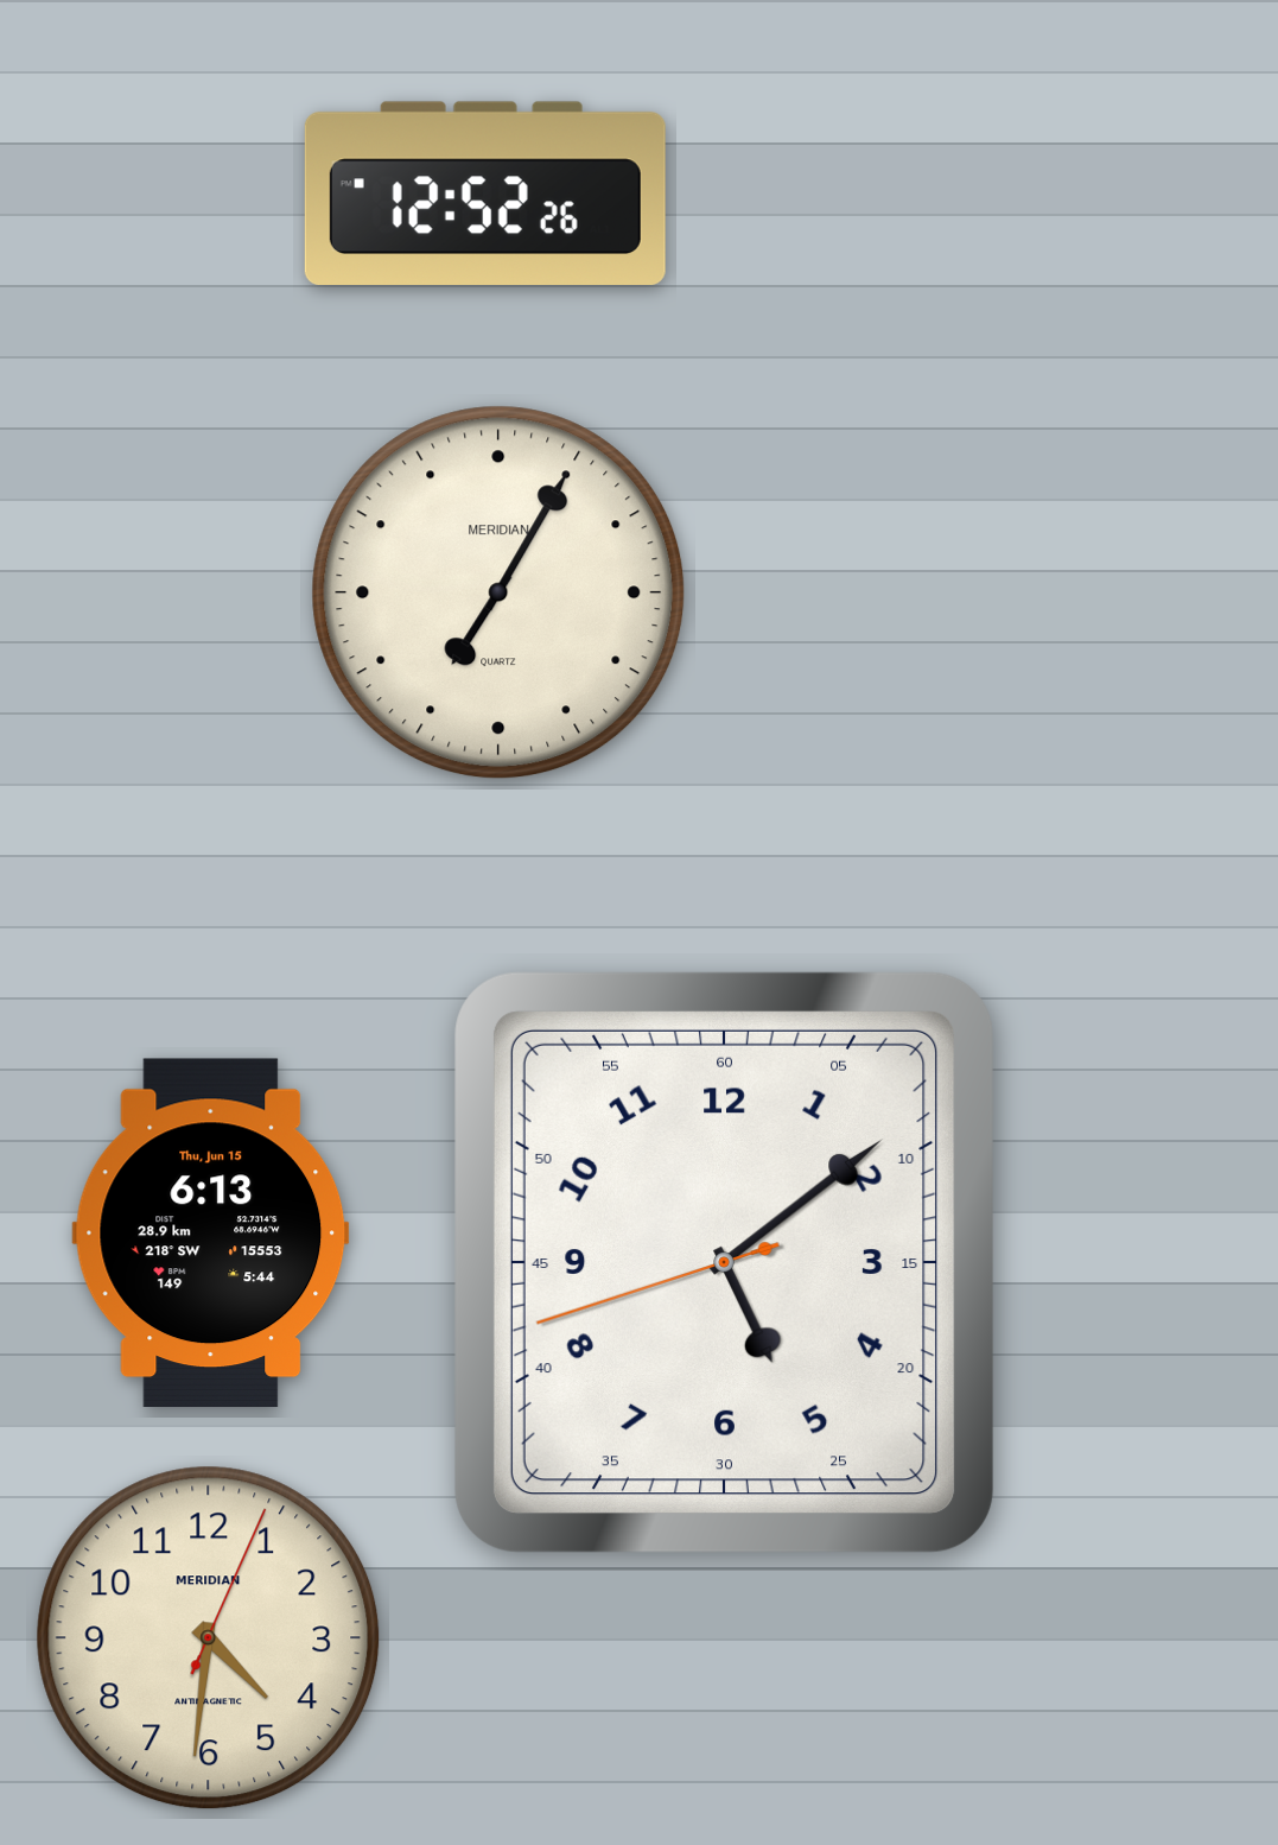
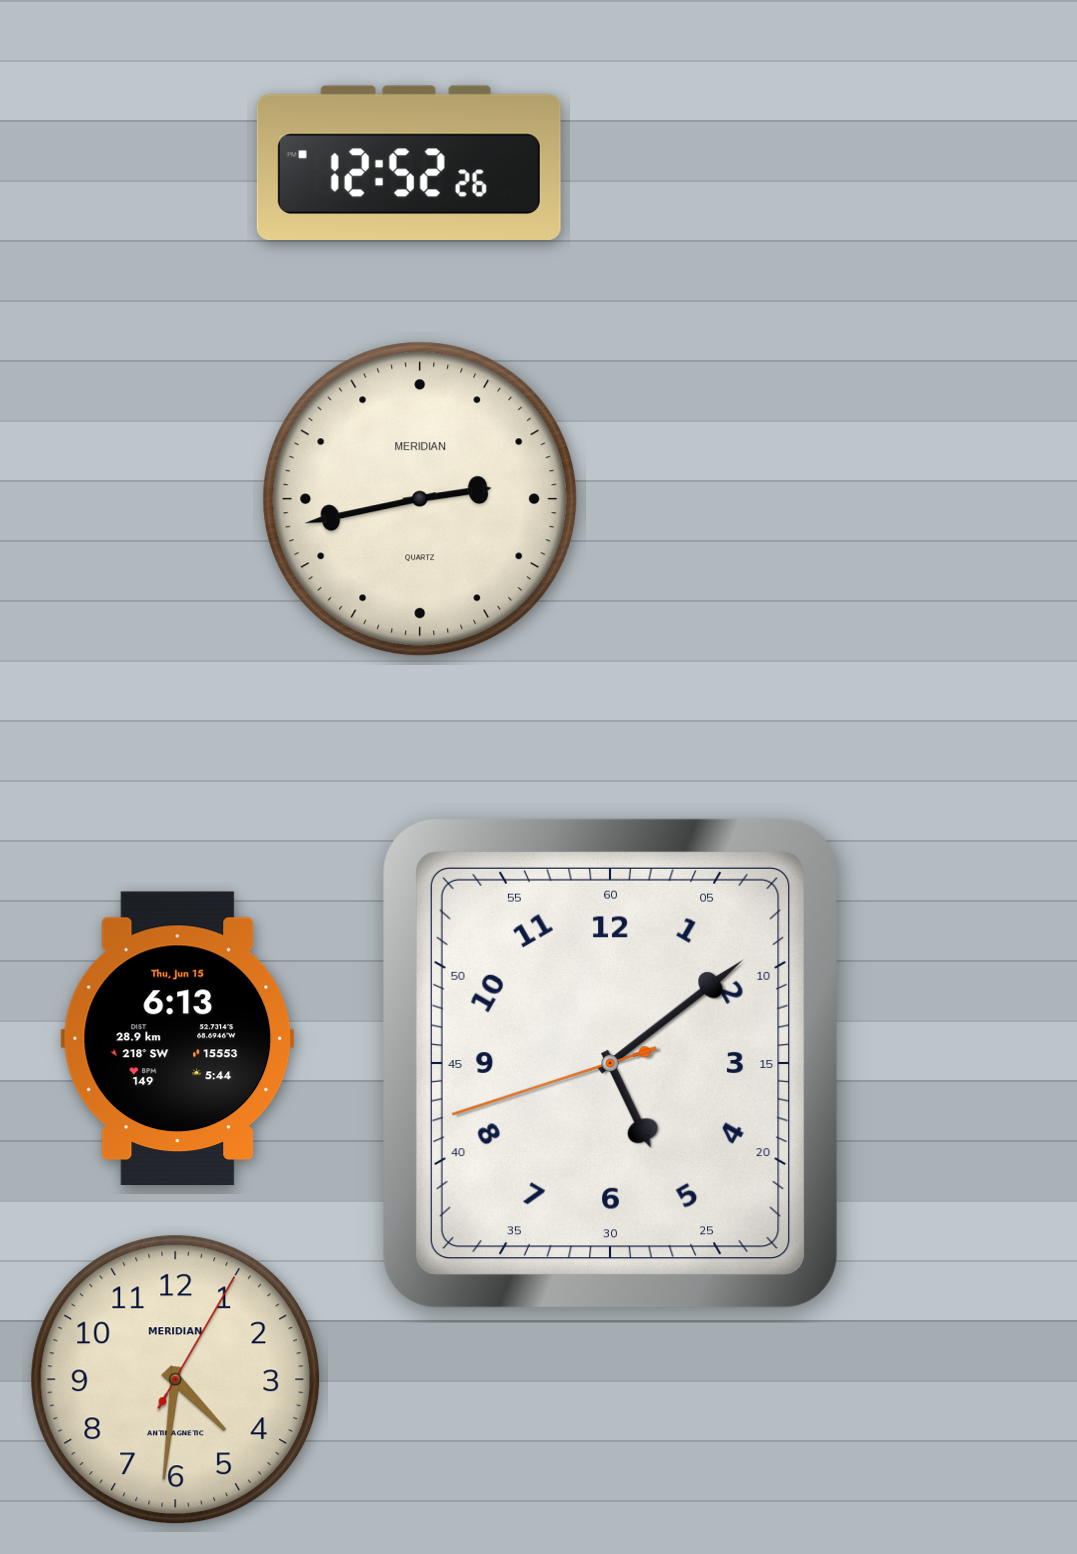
clock at (498, 592): 7:05 -> 2:43
clock at (209, 1638): 4:31:04 -> 4:31:05
